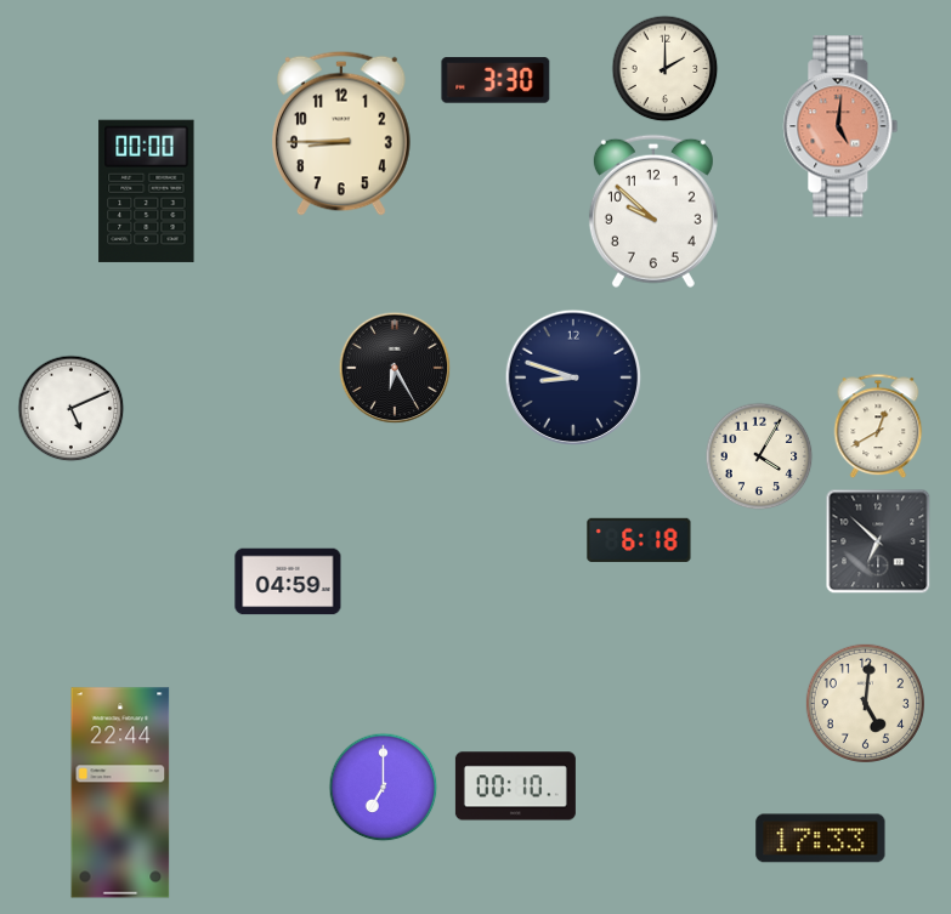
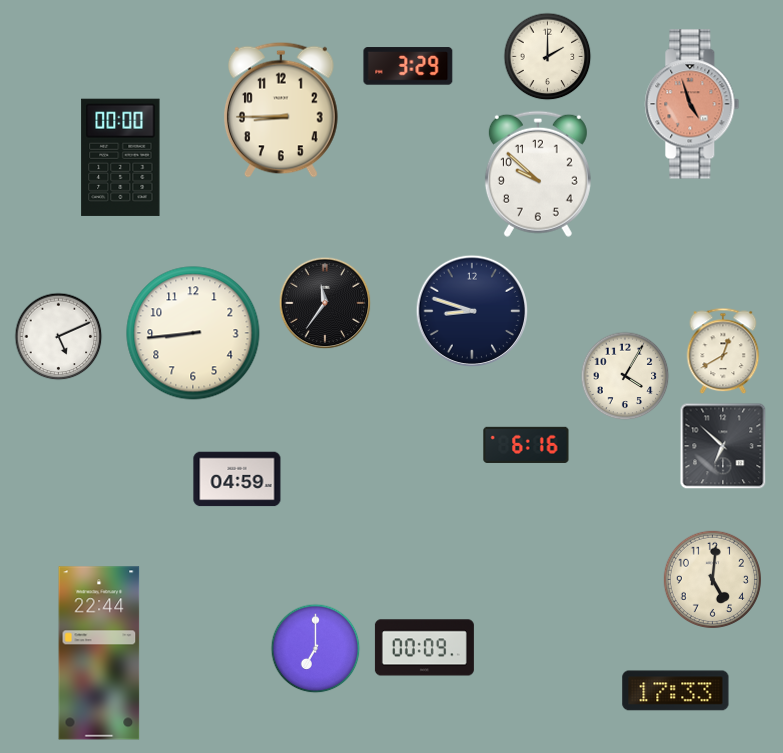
clock at (496, 80): 3:30 -> 3:29
clock at (840, 126): 5:01 -> 4:57
clock at (395, 368): 6:25 -> 11:36
clock at (193, 333): none -> 8:44
clock at (639, 539): 6:18 -> 6:16
clock at (515, 787): 00:10 -> 00:09
